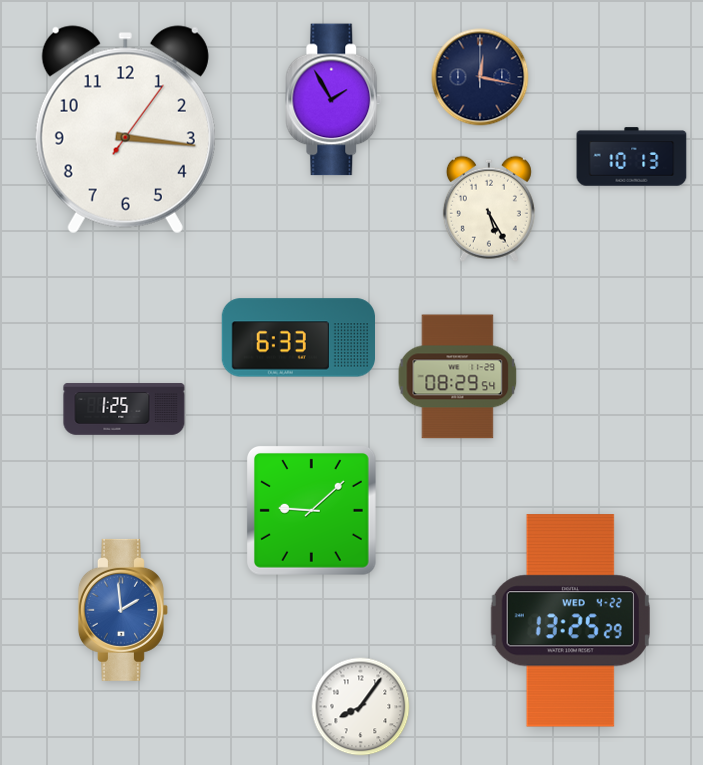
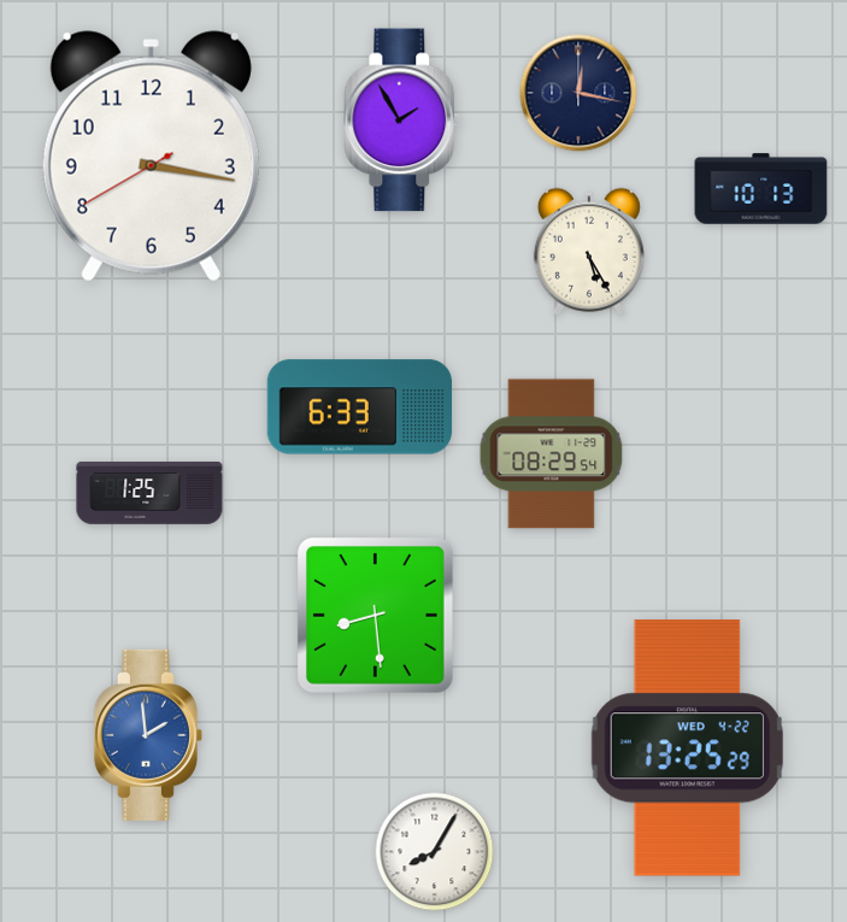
clock at (125, 130): 3:16:06 -> 3:16:40
clock at (312, 511): 9:08 -> 8:29
clock at (361, 707): 8:06 -> 8:05
